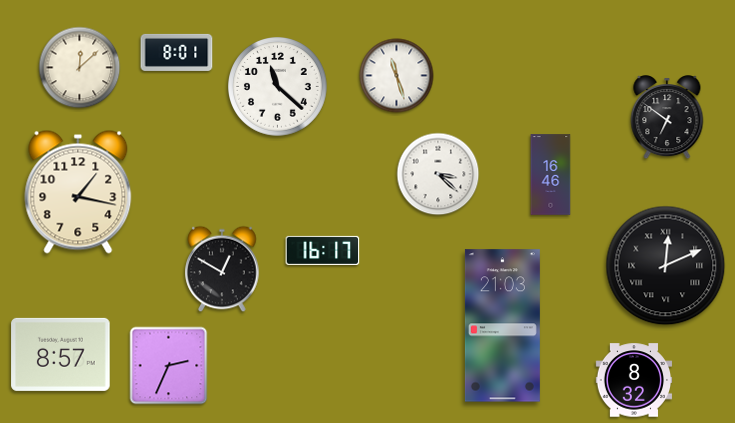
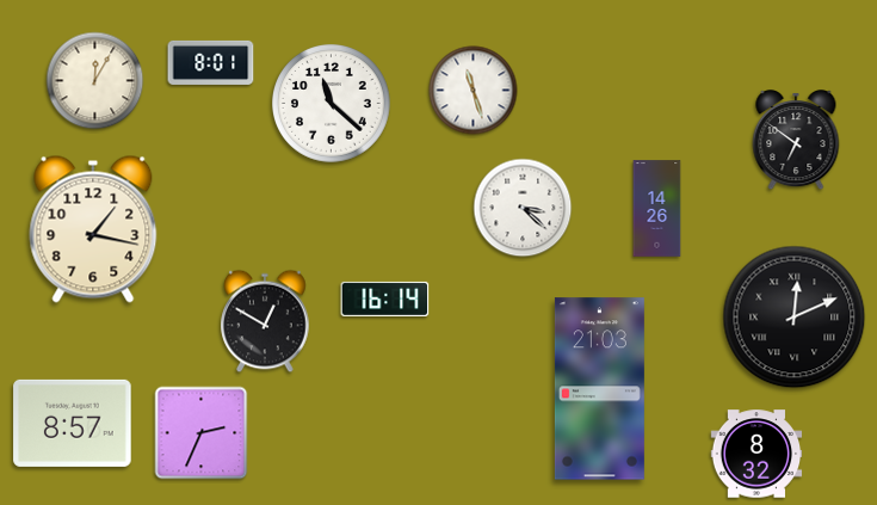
clock at (80, 68): 12:08 -> 12:05
clock at (551, 175): 16:46 -> 14:26
clock at (323, 250): 16:17 -> 16:14
clock at (169, 366) position: (169, 366) -> (202, 433)
